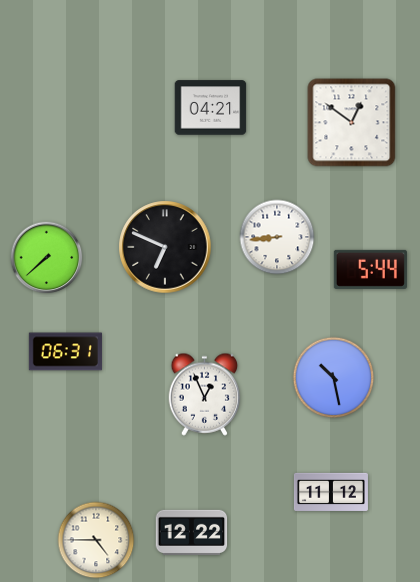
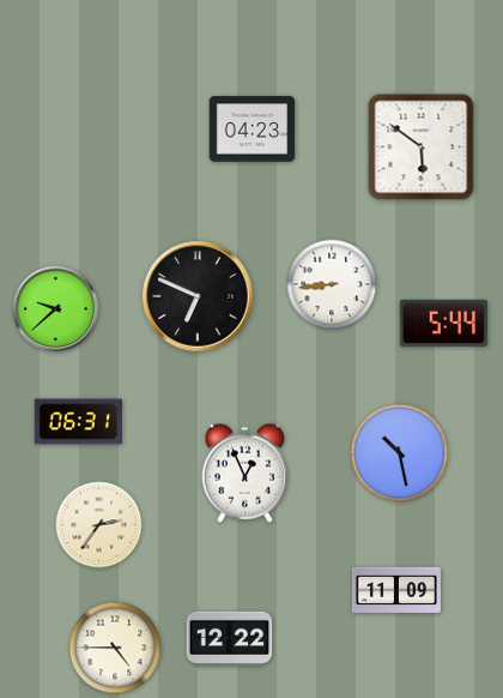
clock at (211, 108): 04:21 -> 04:23
clock at (352, 123): 12:51 -> 5:51
clock at (47, 258): 7:38 -> 9:38
clock at (99, 525): none -> 2:36
clock at (331, 491): 11:12 -> 11:09
